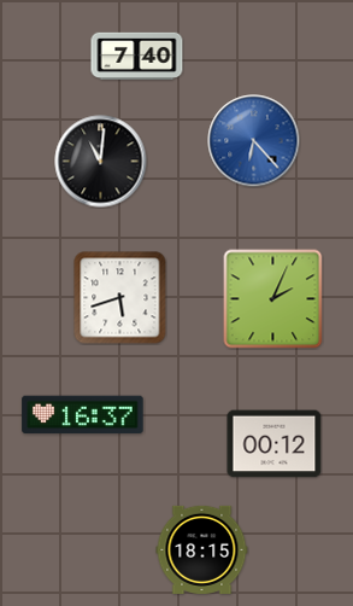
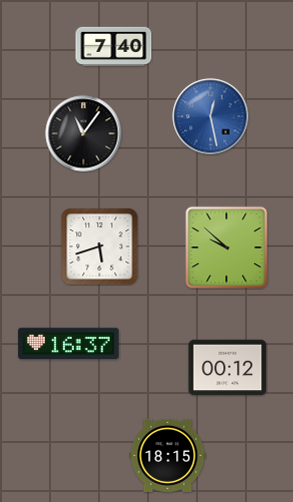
clock at (254, 141): 6:23 -> 12:28
clock at (101, 162): 11:01 -> 11:06
clock at (273, 299): 2:04 -> 9:52
